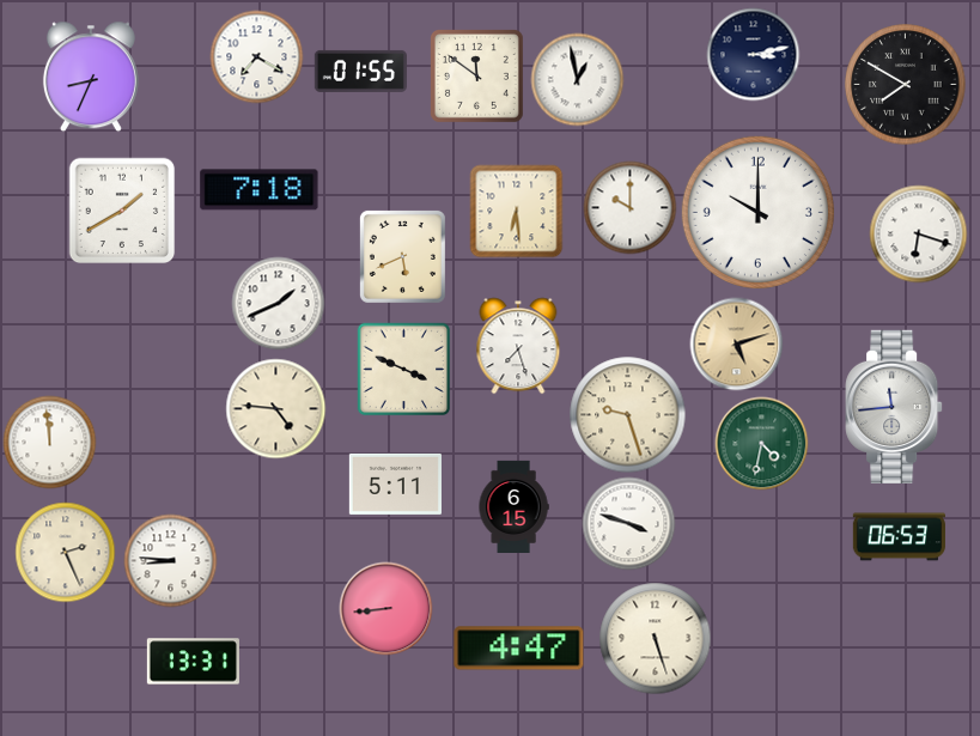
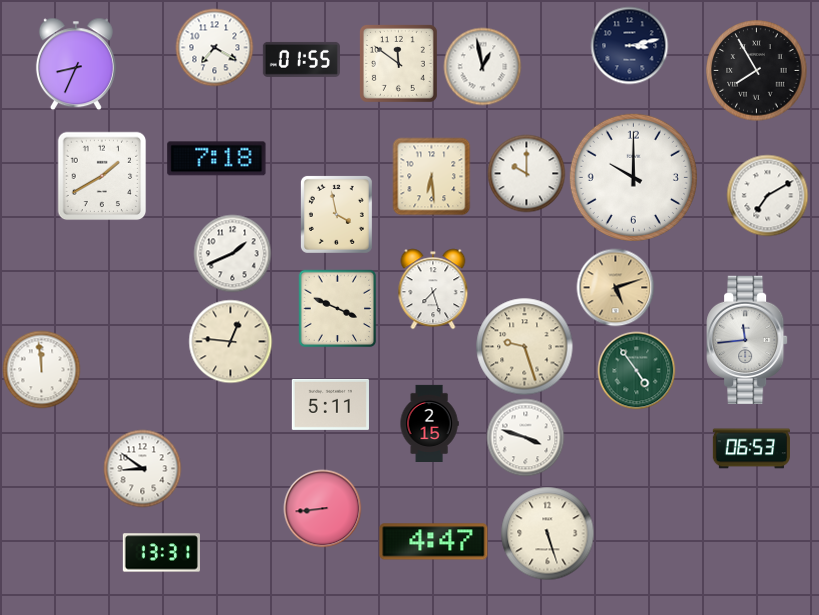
clock at (906, 85): 7:50 -> 7:55
clock at (918, 233): 6:18 -> 7:10
clock at (402, 256): 5:41 -> 3:58
clock at (275, 408): 4:46 -> 12:46
clock at (761, 443): 4:32 -> 4:54
clock at (513, 506): 6:15 -> 2:15
clock at (65, 552): 2:26 -> none
clock at (170, 560): 8:46 -> 8:51
